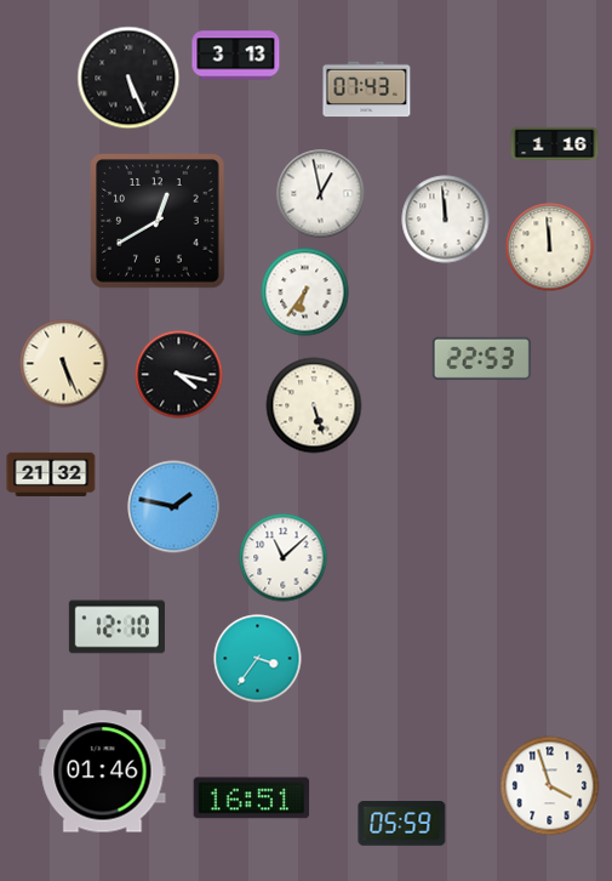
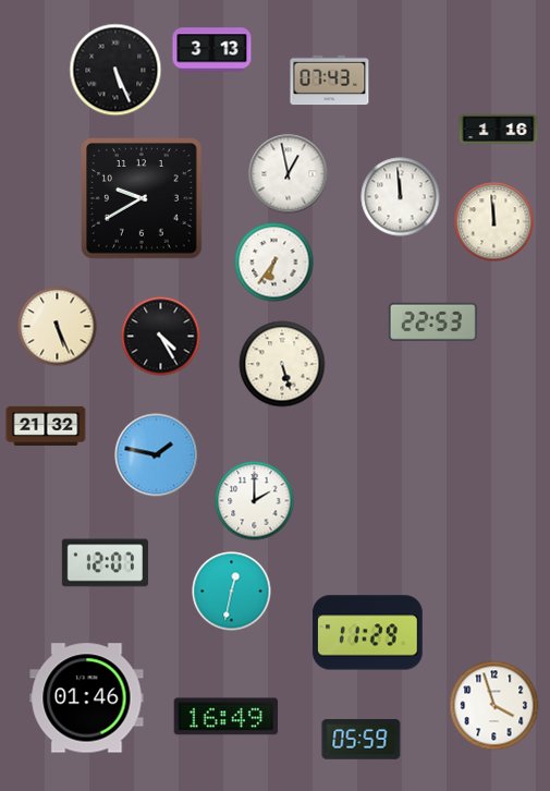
clock at (158, 221): 12:40 -> 9:40
clock at (179, 375): 4:17 -> 4:25
clock at (284, 558): 11:08 -> 2:00
clock at (116, 627): 12:10 -> 12:07
clock at (258, 659): 3:36 -> 12:32
clock at (368, 633): none -> 11:29
clock at (103, 772) position: (103, 772) -> (87, 698)
clock at (252, 798): 16:51 -> 16:49
